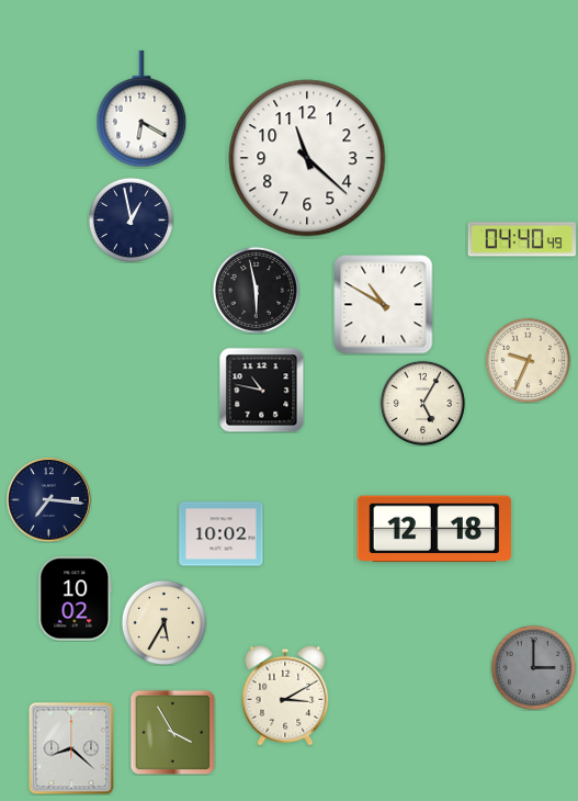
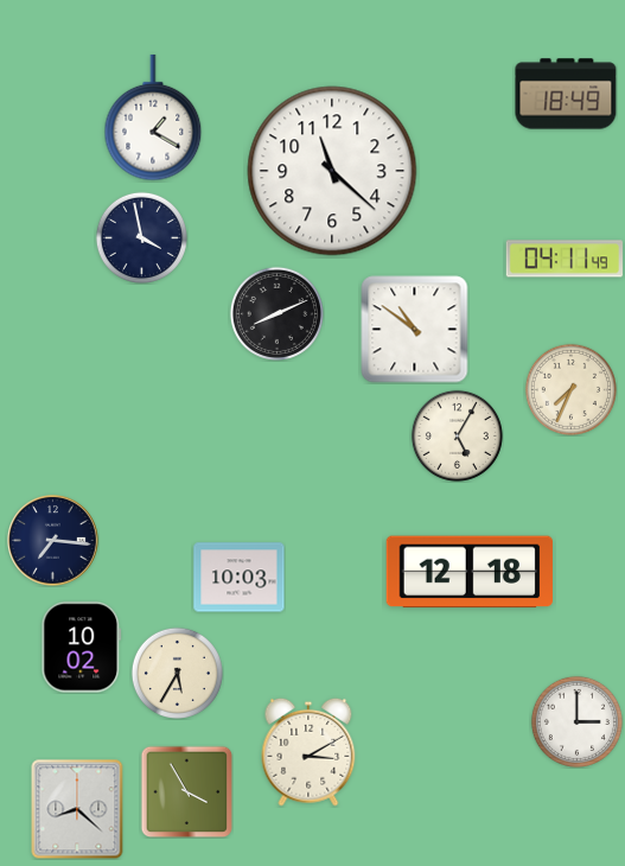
clock at (566, 94): none -> 18:49
clock at (141, 109): 6:20 -> 1:20
clock at (131, 219): 12:58 -> 3:58
clock at (522, 239): 04:40 -> 04:11
clock at (256, 290): 5:58 -> 8:11
clock at (384, 305): 10:50 -> 10:51
clock at (528, 360): 9:34 -> 7:34
clock at (261, 390): 10:47 -> none
clock at (222, 534): 10:02 -> 10:03
clock at (533, 667) dial: grey -> white
